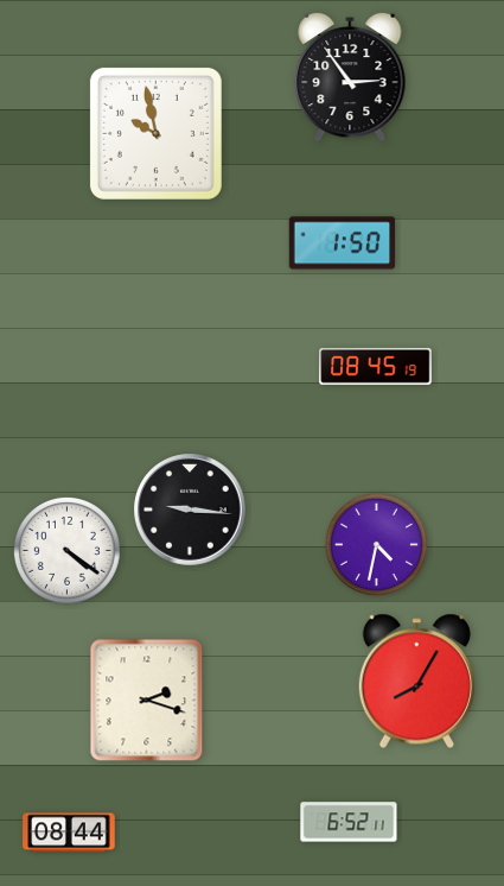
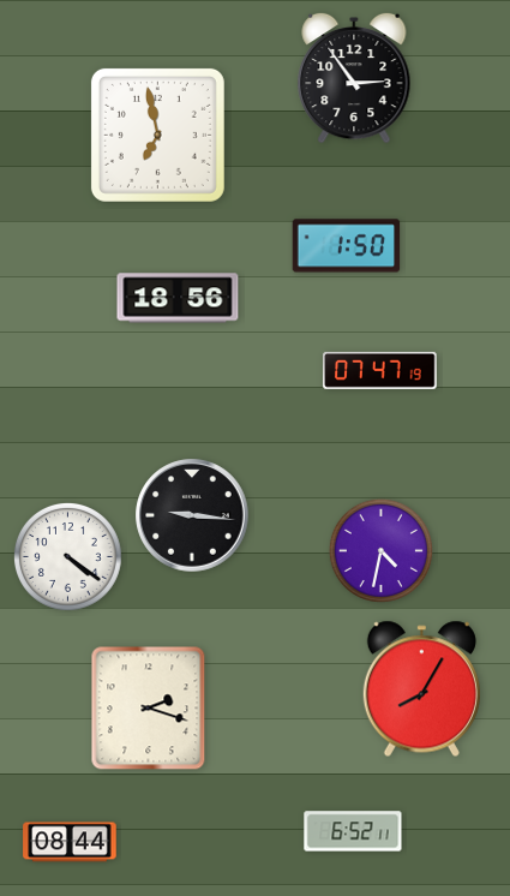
clock at (155, 133): 9:58 -> 6:58
clock at (178, 298): none -> 18:56
clock at (376, 366): 08:45 -> 07:47
